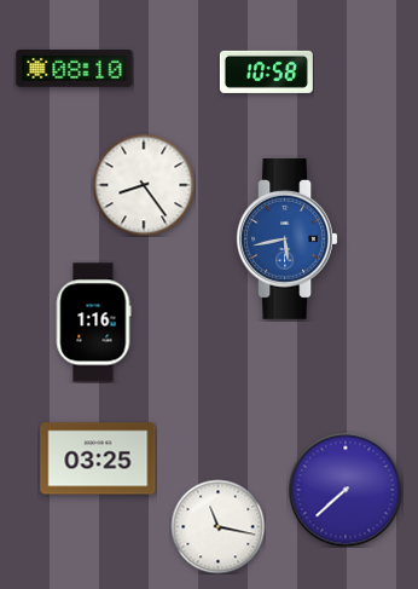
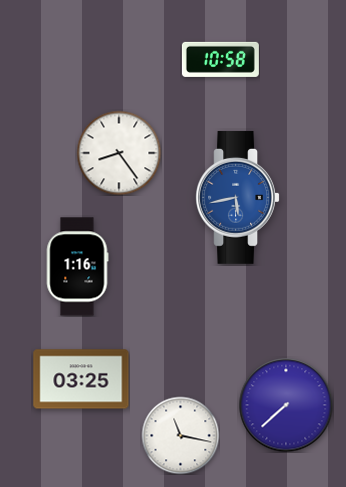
clock at (75, 69): 08:10 -> none
